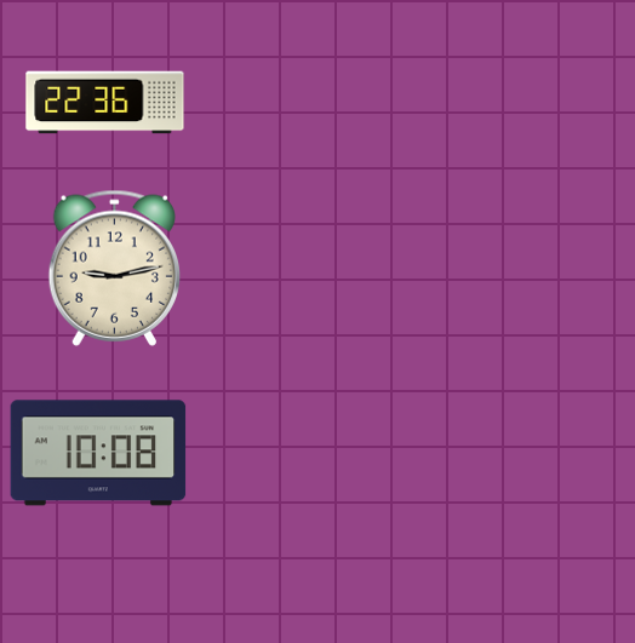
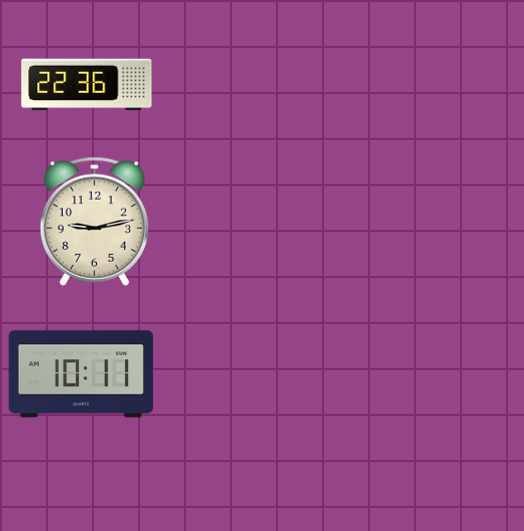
clock at (98, 453): 10:08 -> 10:11
